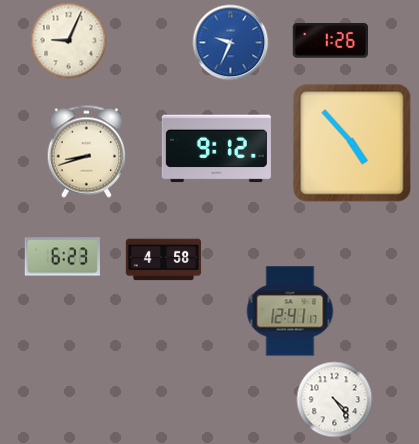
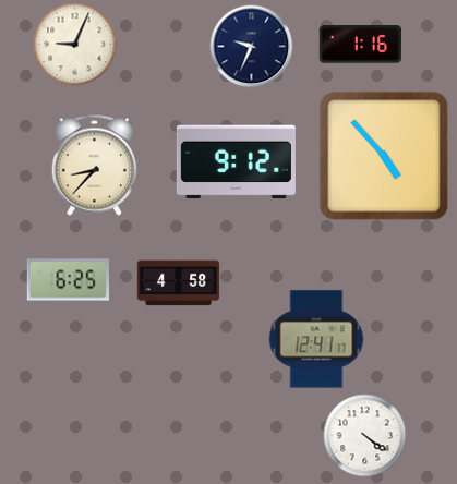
clock at (330, 41): 1:26 -> 1:16
clock at (231, 43) dial: blue -> navy
clock at (86, 151): 8:42 -> 8:37
clock at (62, 257): 6:23 -> 6:25
clock at (335, 400): 4:24 -> 4:21
